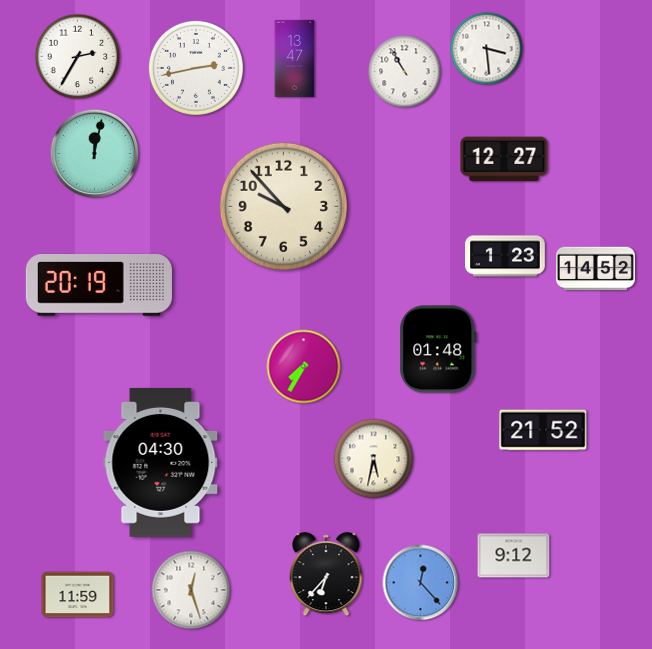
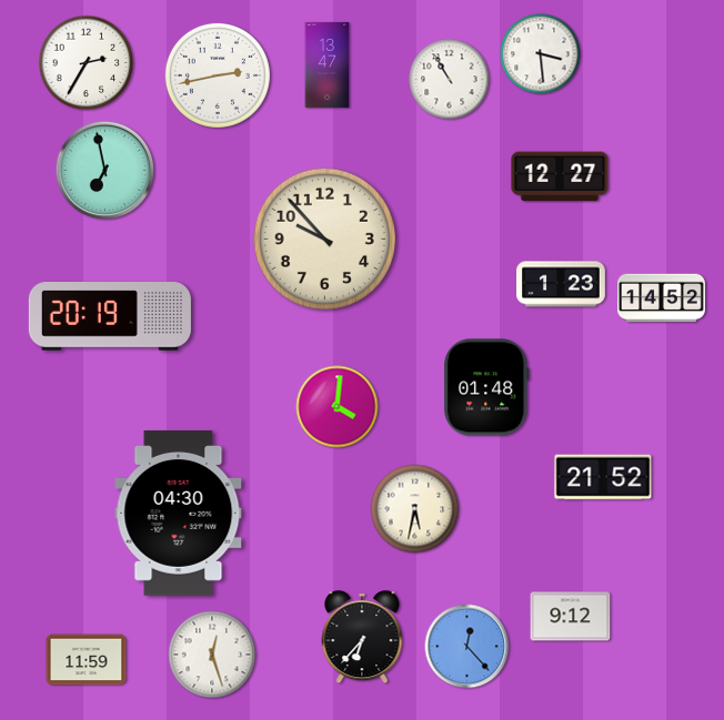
clock at (95, 154): 12:02 -> 6:58
clock at (283, 206) position: (283, 206) -> (324, 239)
clock at (304, 367): 7:35 -> 4:01
